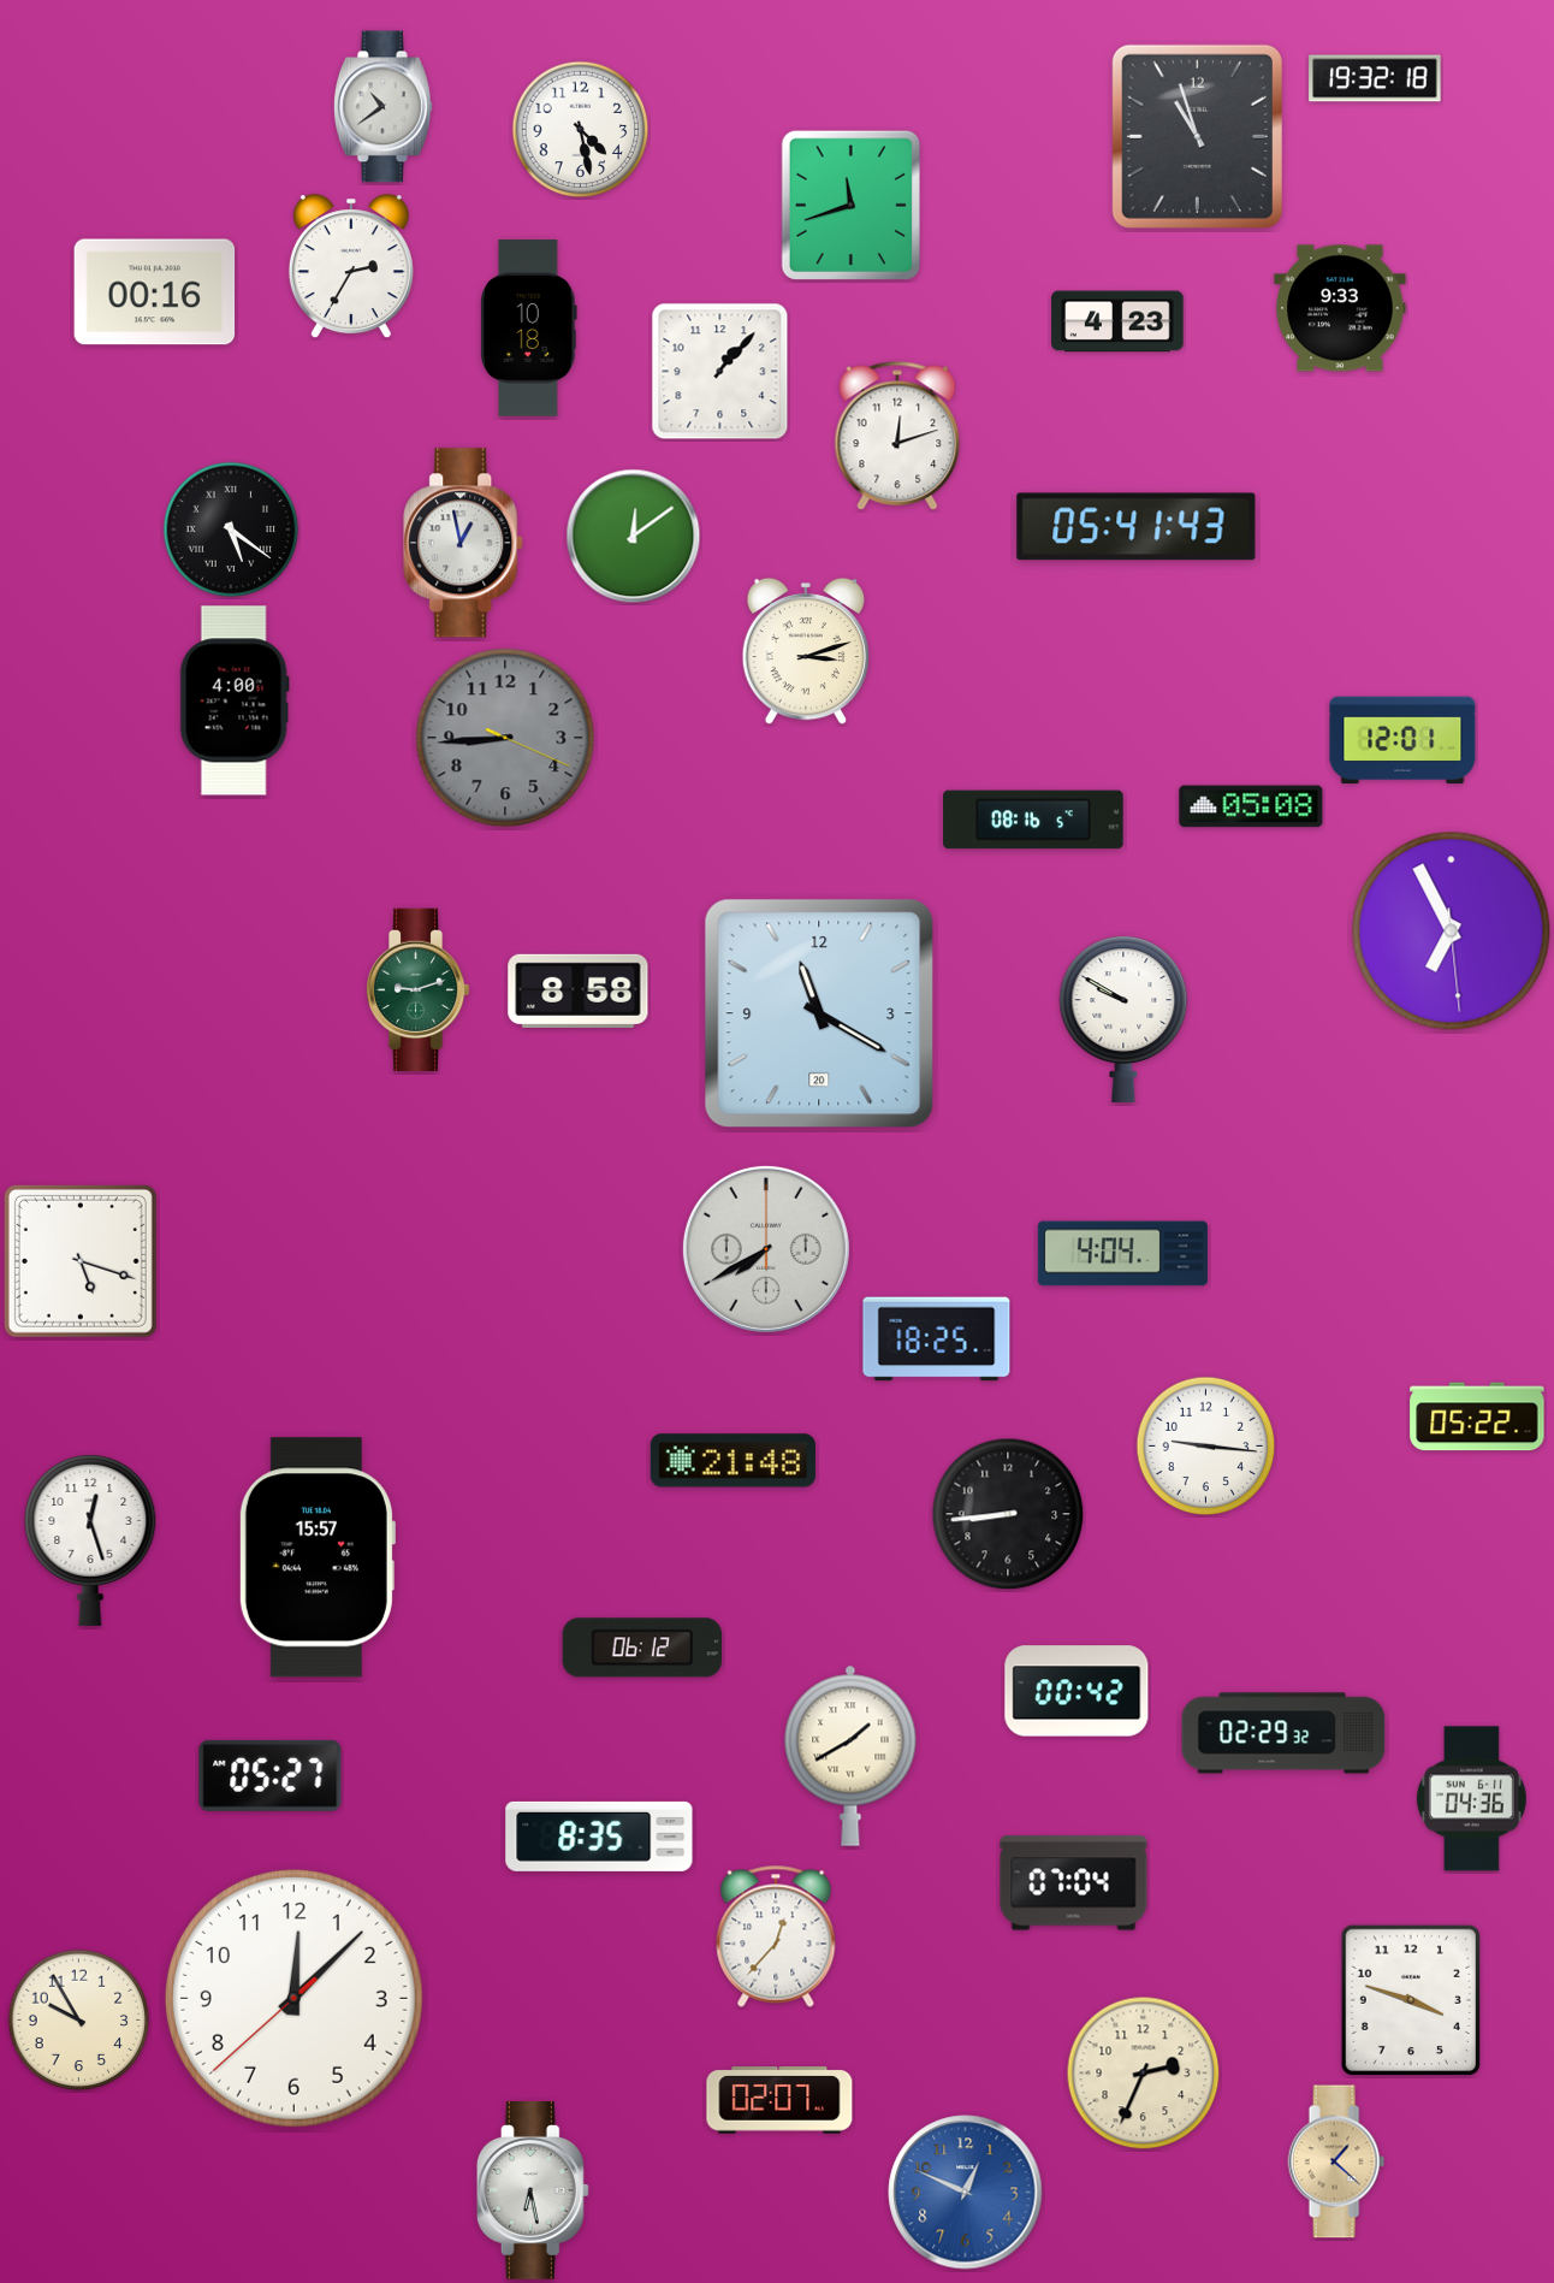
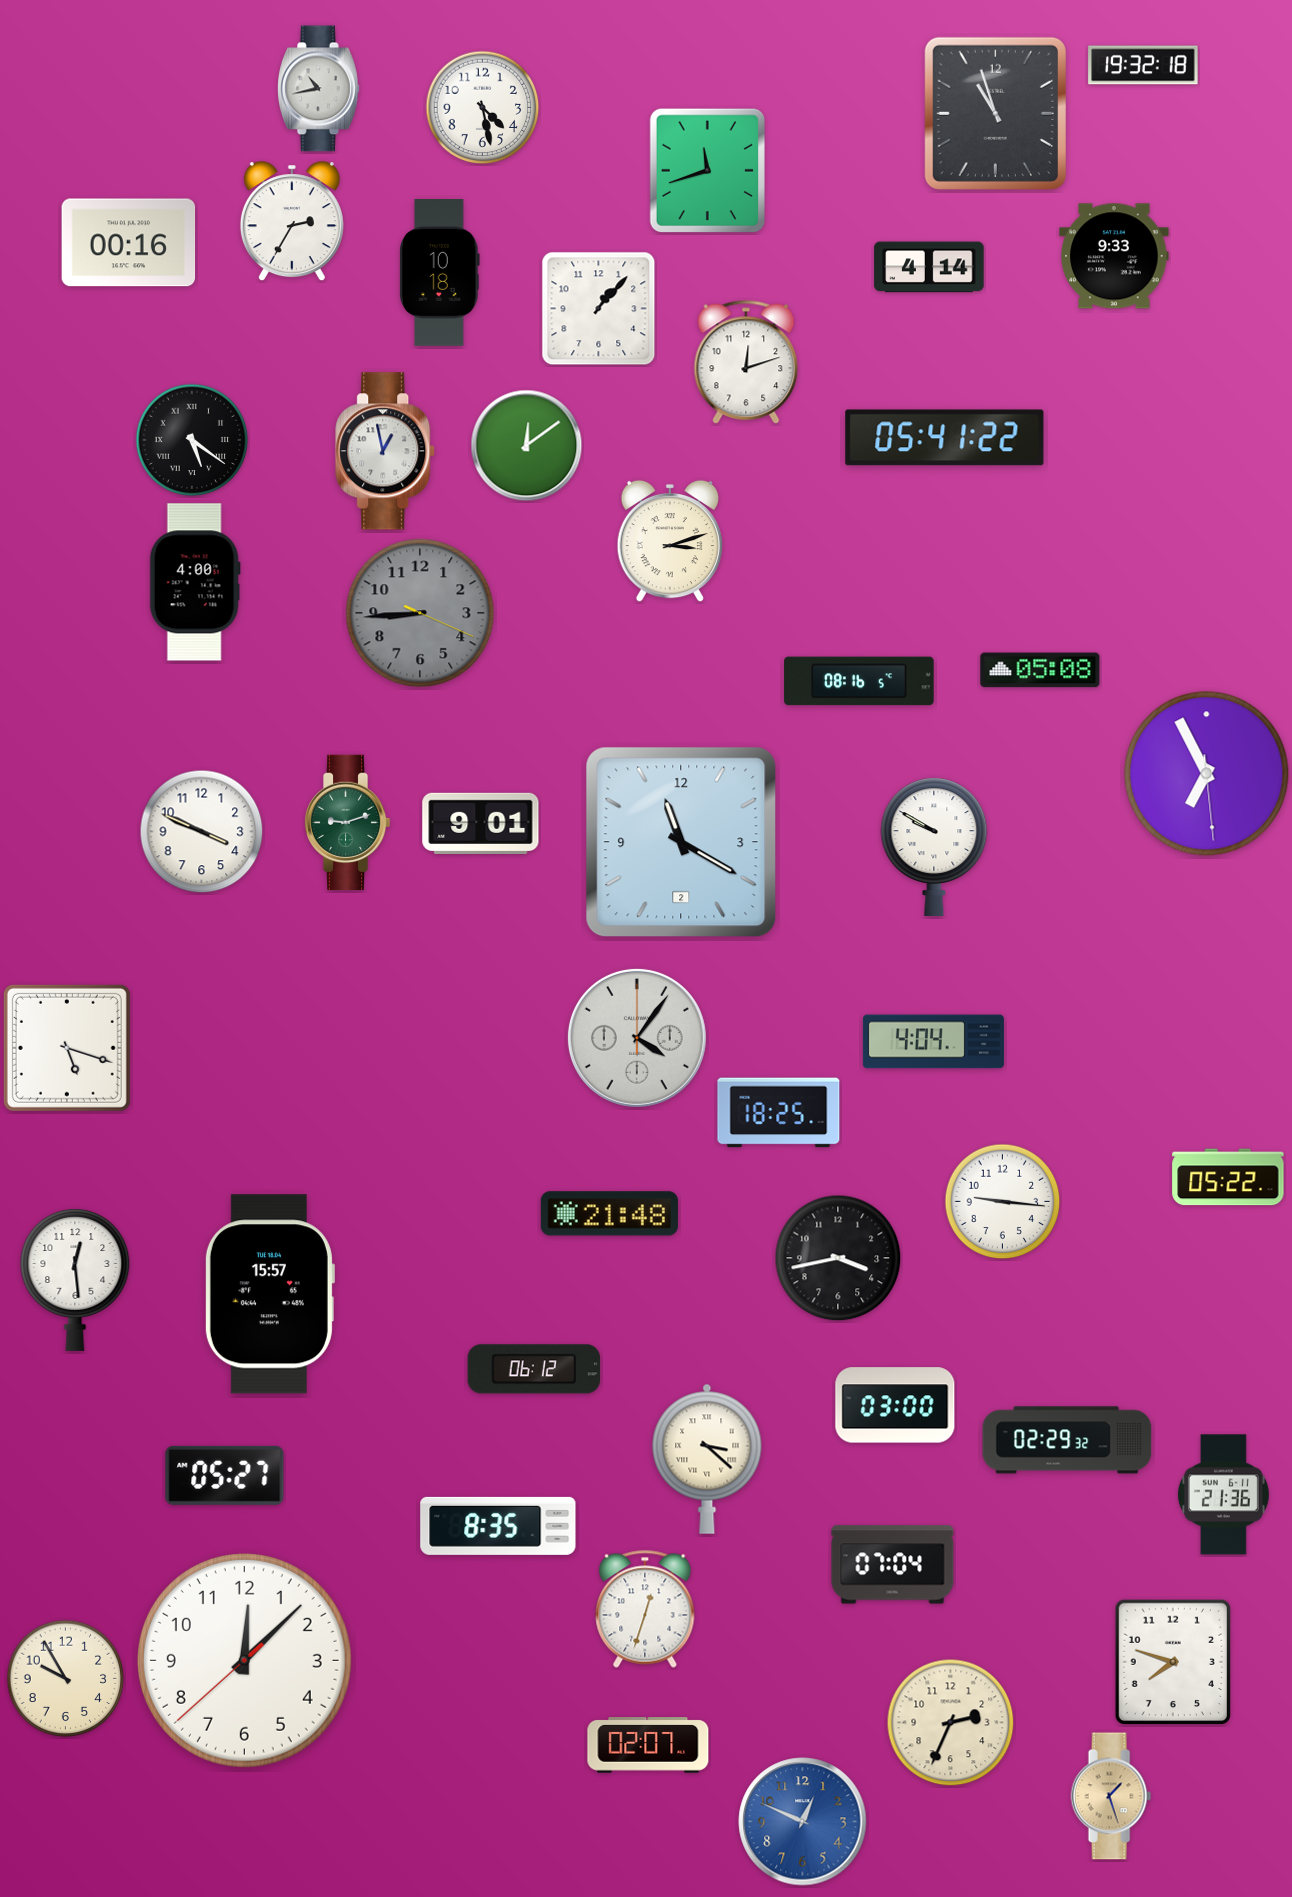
clock at (382, 107): 10:39 -> 10:43
clock at (1117, 321): 4:23 -> 4:14
clock at (1137, 527): 05:41:43 -> 05:41:22
clock at (1402, 740): 12:01 -> none
clock at (579, 990): 8:58 -> 9:01
clock at (202, 832): none -> 3:49
clock at (819, 1013) date: 20 -> 2
clock at (766, 1249): 7:40 -> 4:06
clock at (1008, 1514): 8:44 -> 3:43
clock at (90, 1540): 12:27 -> 12:29
clock at (316, 1557) position: (316, 1557) -> (269, 1294)
clock at (1076, 1691): 00:42 -> 03:00
clock at (850, 1756): 1:40 -> 3:22
clock at (1471, 1799): 04:36 -> 21:36
clock at (776, 1936): 12:37 -> 12:33
clock at (1410, 1999): 3:48 -> 7:48
clock at (1336, 2161): 1:22 -> 1:27
clock at (533, 2192): 6:28 -> none
